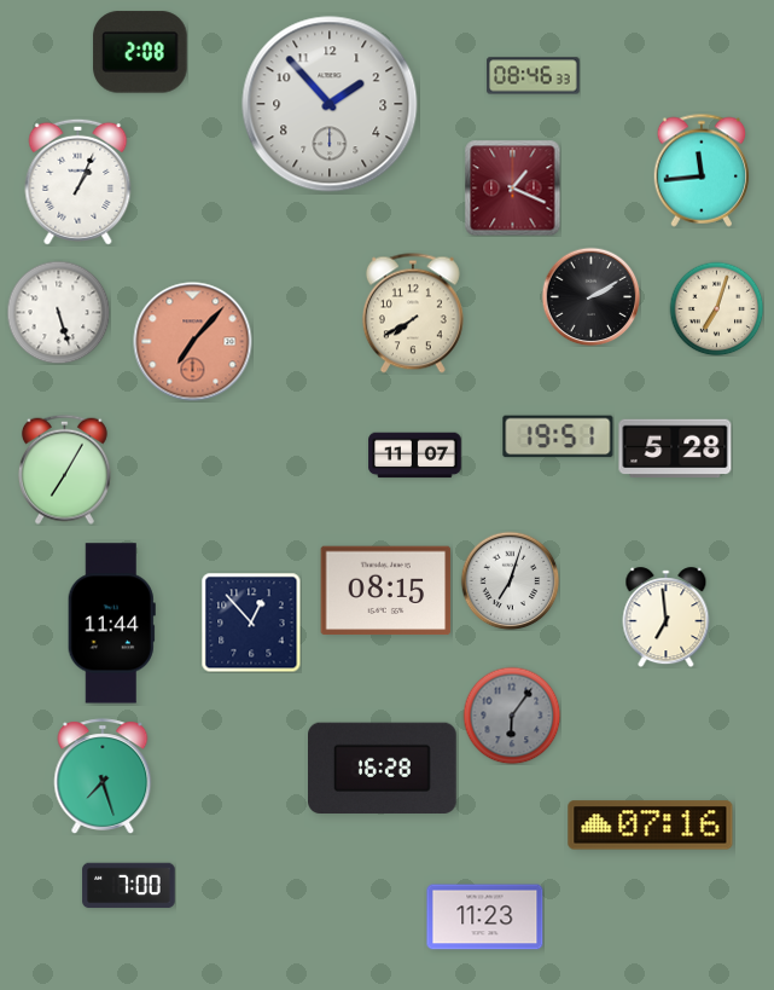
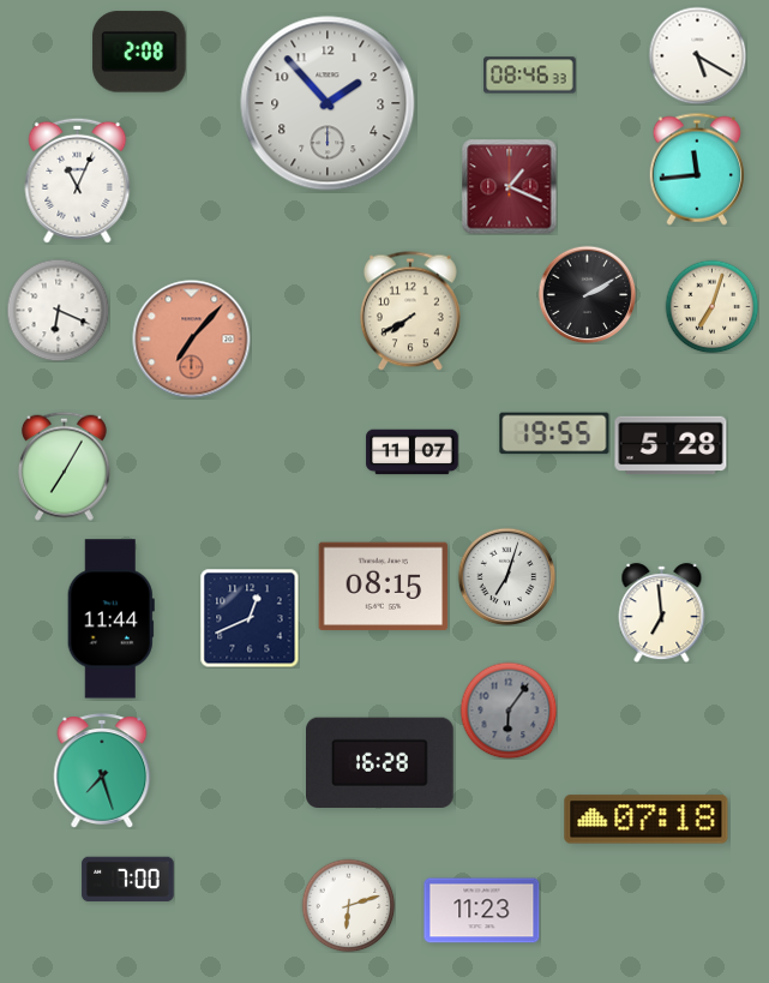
clock at (697, 55): none -> 5:20
clock at (78, 181): 1:04 -> 11:04
clock at (58, 312): 5:27 -> 6:19
clock at (558, 436): 19:51 -> 19:55
clock at (251, 623): 12:53 -> 12:41
clock at (651, 826): 07:16 -> 07:18
clock at (348, 905): none -> 6:12
